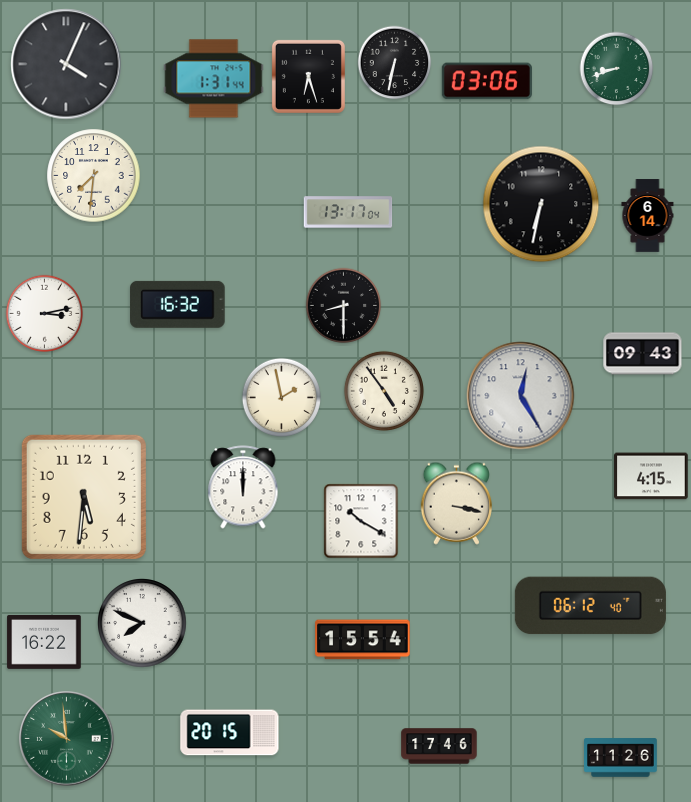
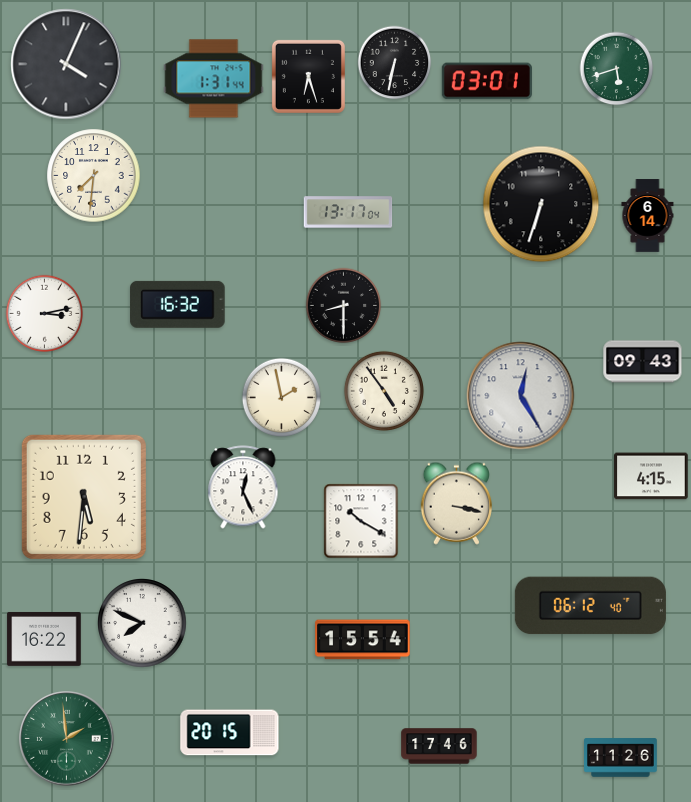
clock at (617, 69): 8:42 -> 5:42
clock at (487, 81): 03:06 -> 03:01
clock at (541, 204): 6:32 -> 6:33
clock at (643, 354) position: (643, 354) -> (643, 362)
clock at (243, 487): 12:00 -> 12:26
clock at (44, 642) position: (44, 642) -> (44, 639)
clock at (67, 739): 9:59 -> 1:59
